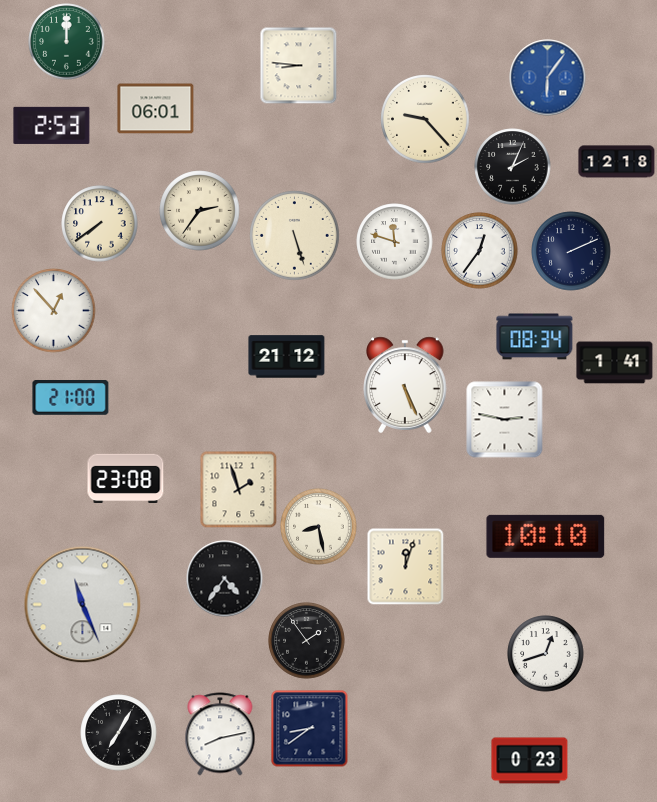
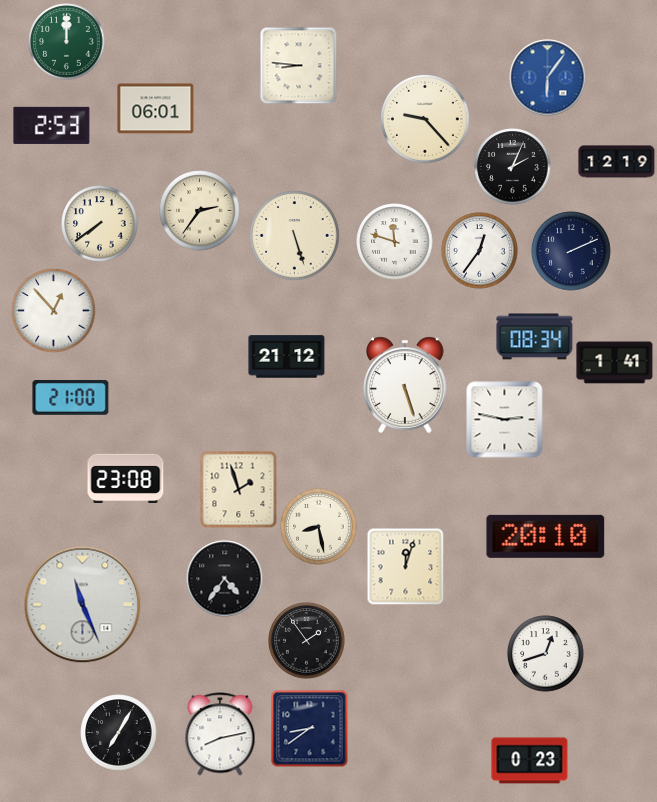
clock at (617, 162): 12:18 -> 12:19
clock at (405, 385): 5:26 -> 5:27
clock at (546, 536): 10:10 -> 20:10
